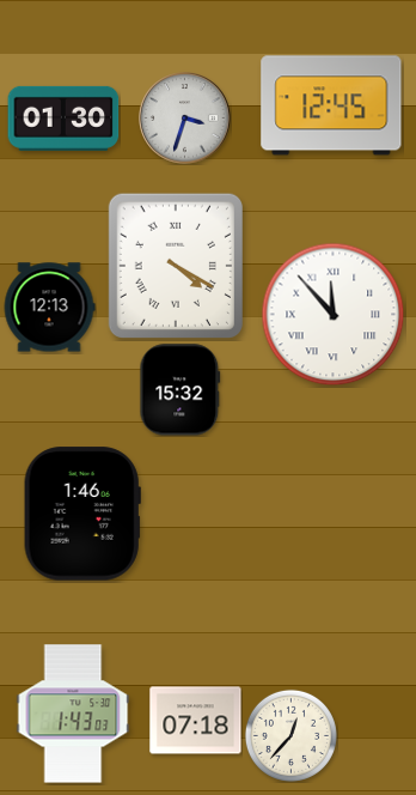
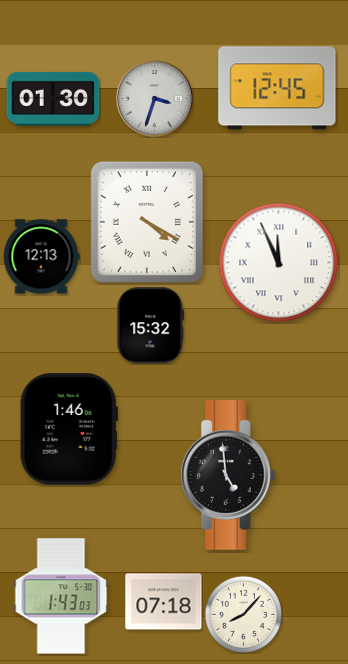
clock at (334, 315): 11:53 -> 11:56
clock at (228, 476): none -> 4:59
clock at (290, 735): 12:37 -> 8:07
